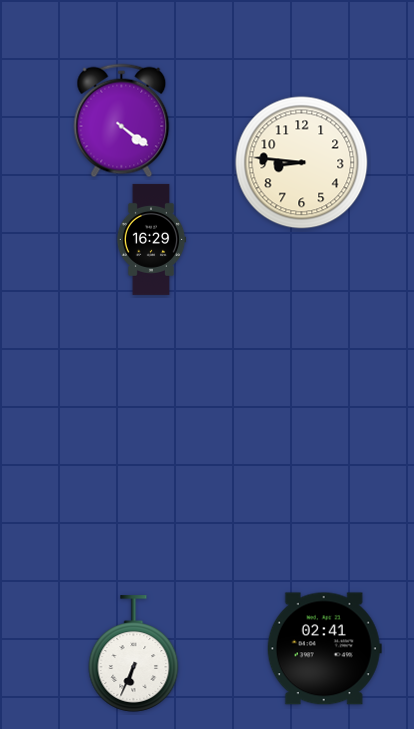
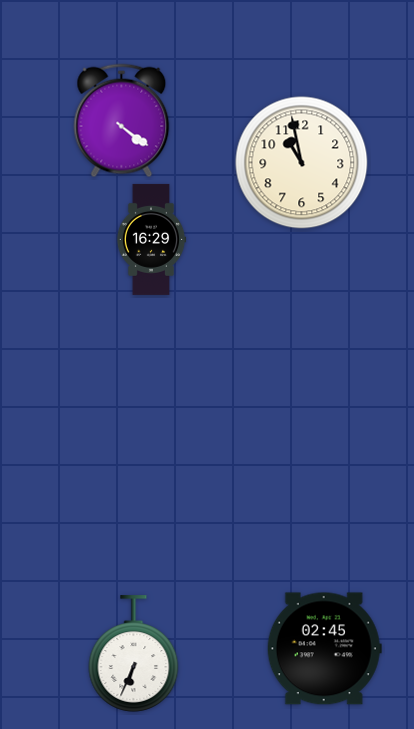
clock at (302, 163): 8:46 -> 10:58
clock at (324, 649): 02:41 -> 02:45
